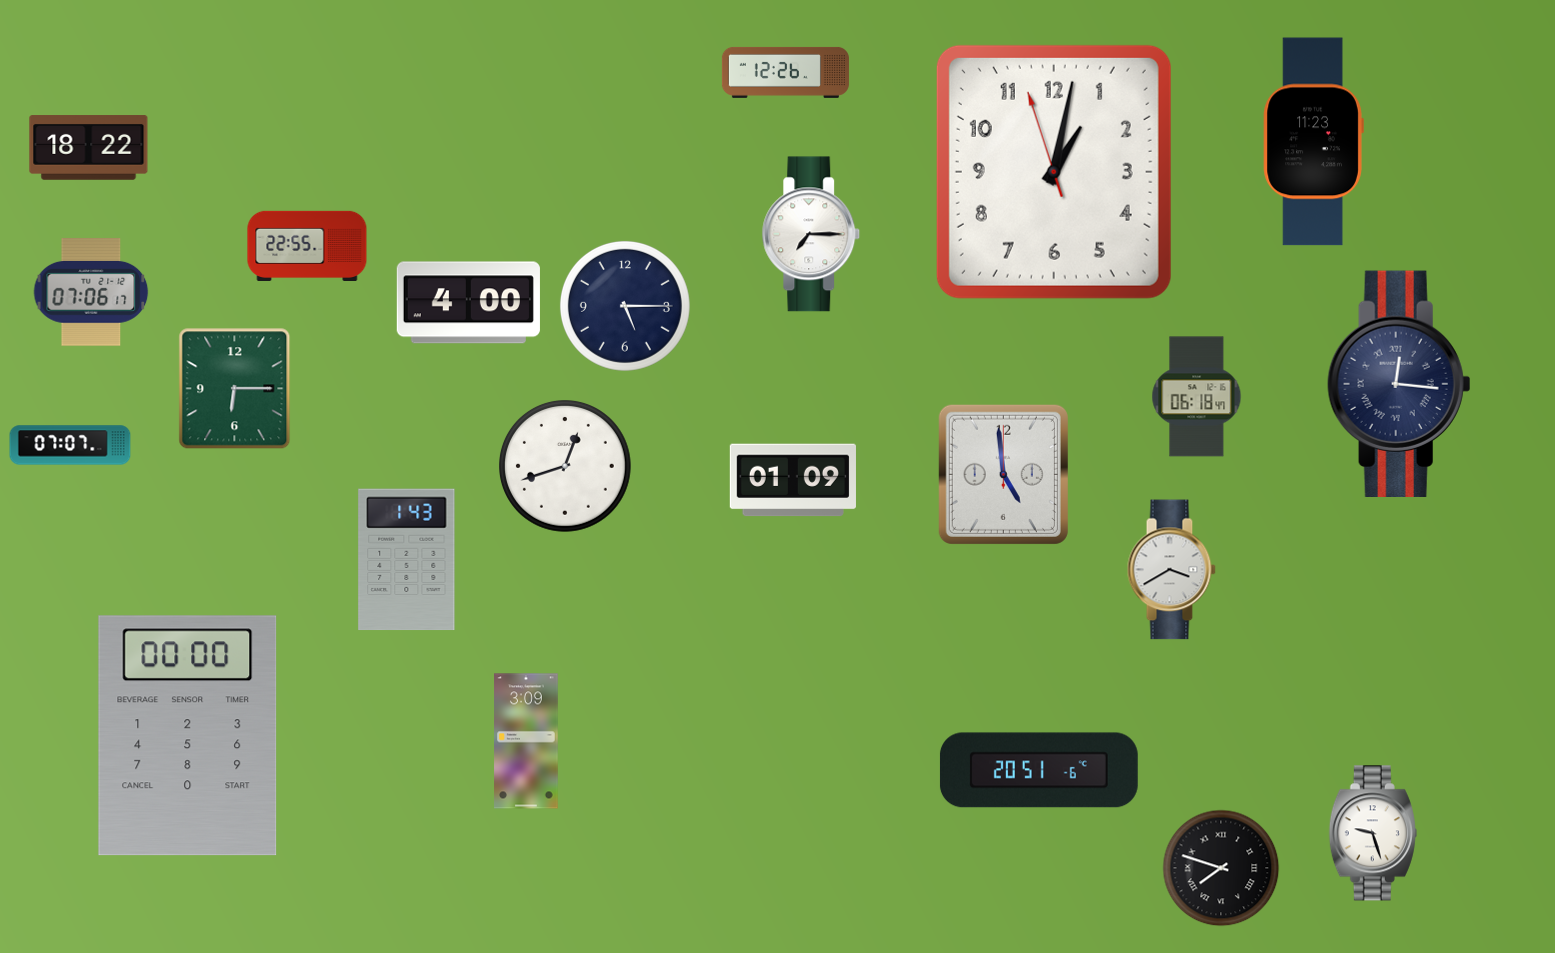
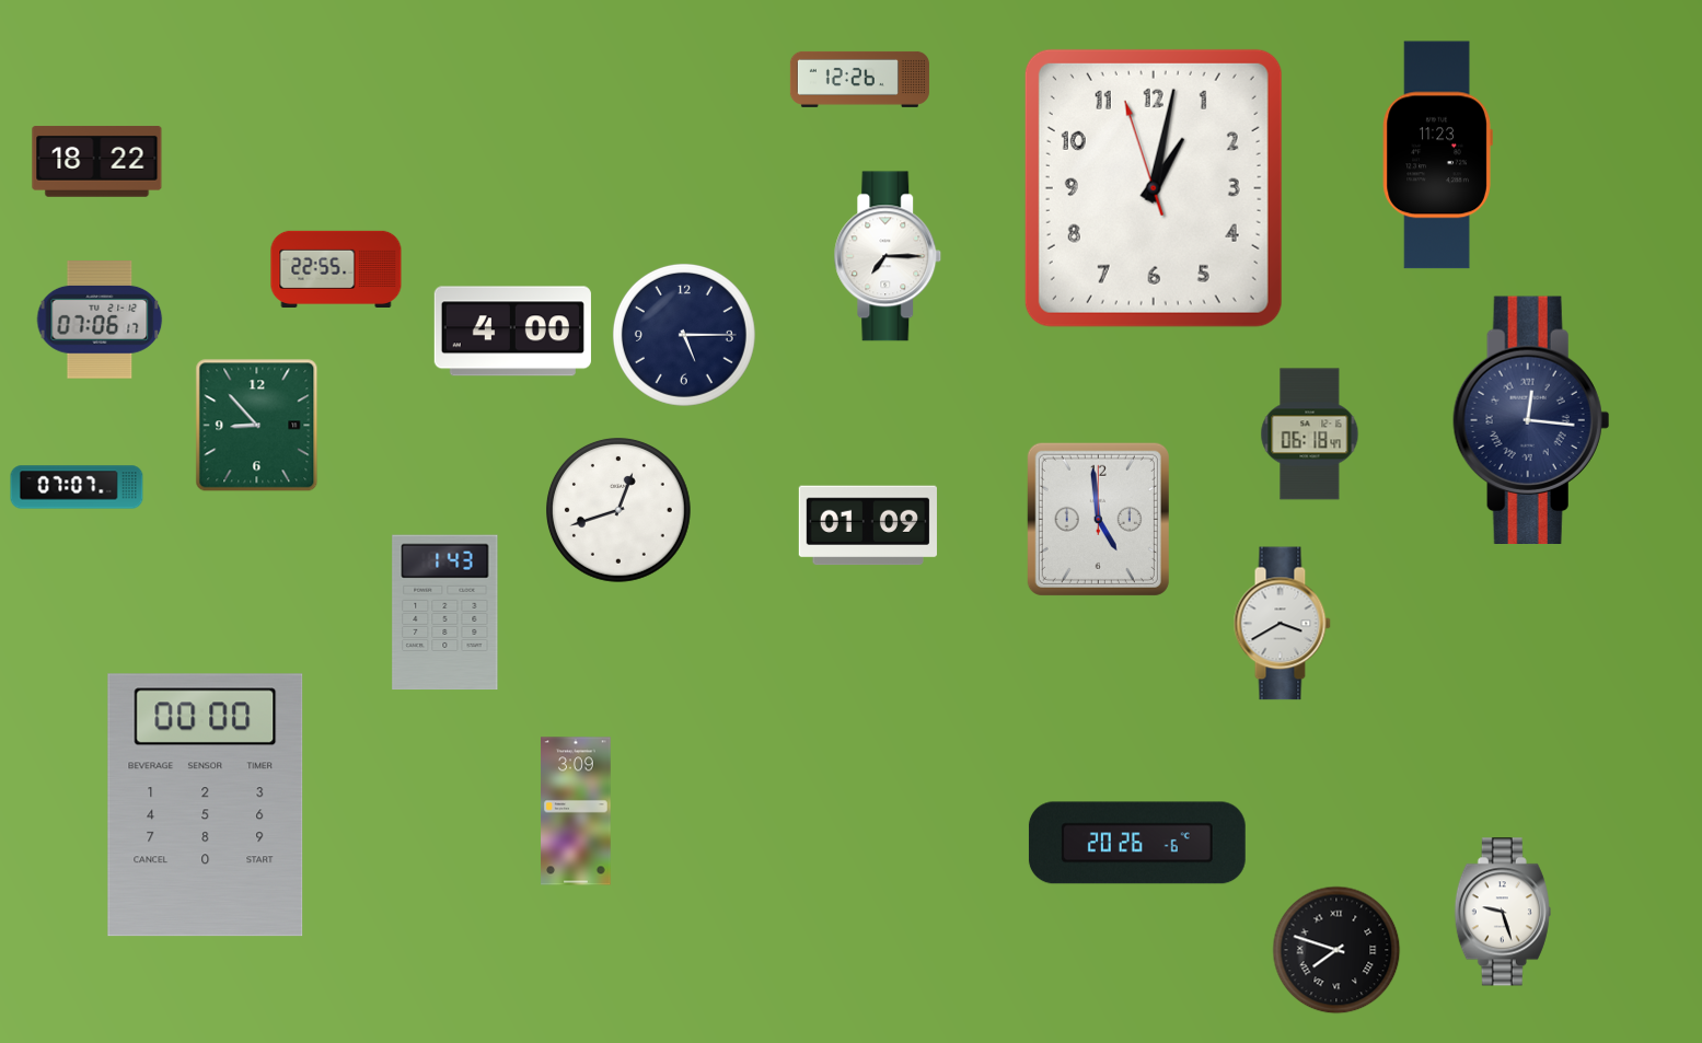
clock at (235, 389): 6:15 -> 8:53
clock at (1039, 770): 20:51 -> 20:26
